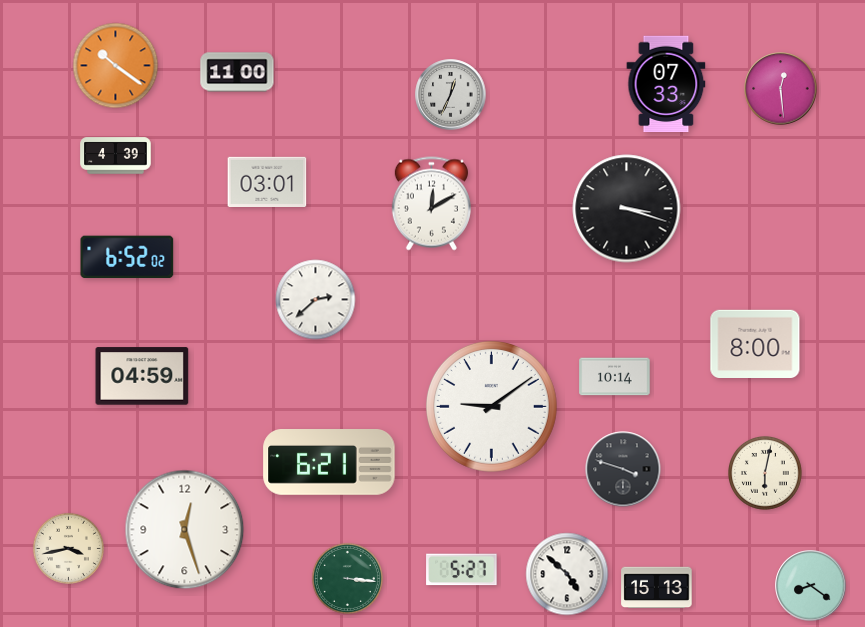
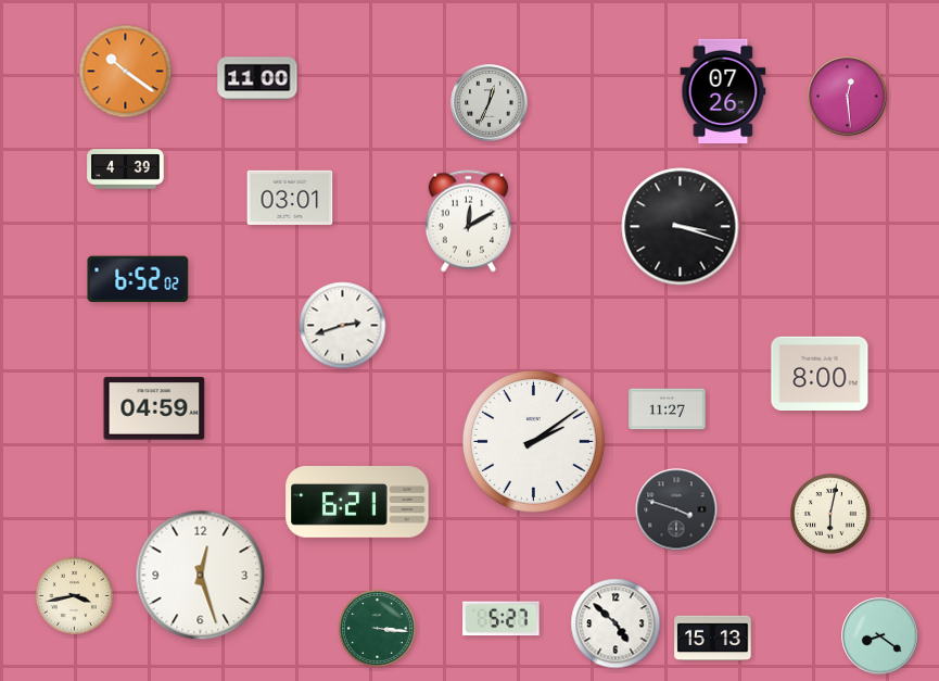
clock at (666, 83): 07:33 -> 07:26
clock at (316, 300): 2:38 -> 2:42
clock at (615, 377): 10:14 -> 11:27
clock at (491, 406): 9:09 -> 2:09
